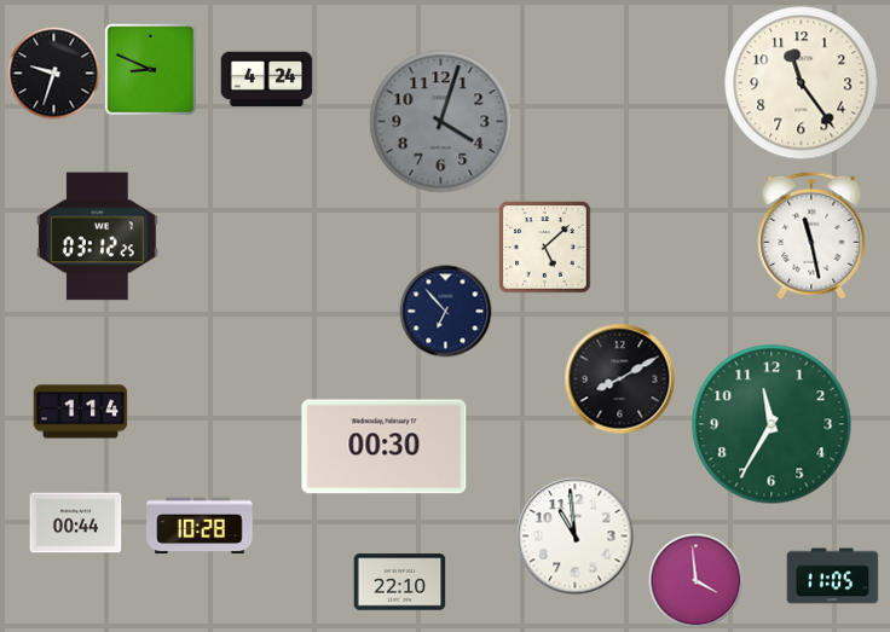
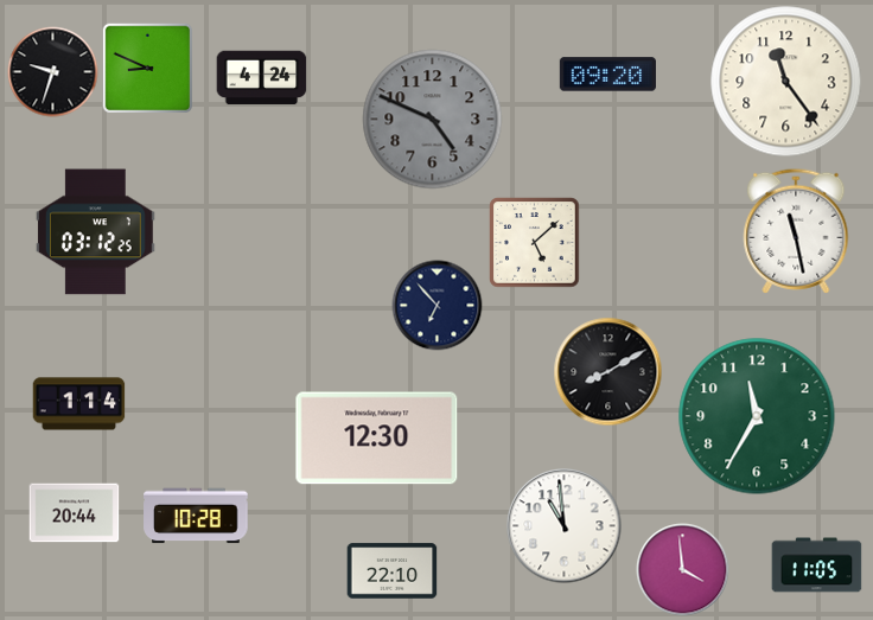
clock at (607, 75): none -> 09:20
clock at (441, 122): 4:03 -> 4:49
clock at (385, 447): 00:30 -> 12:30
clock at (76, 523): 00:44 -> 20:44
